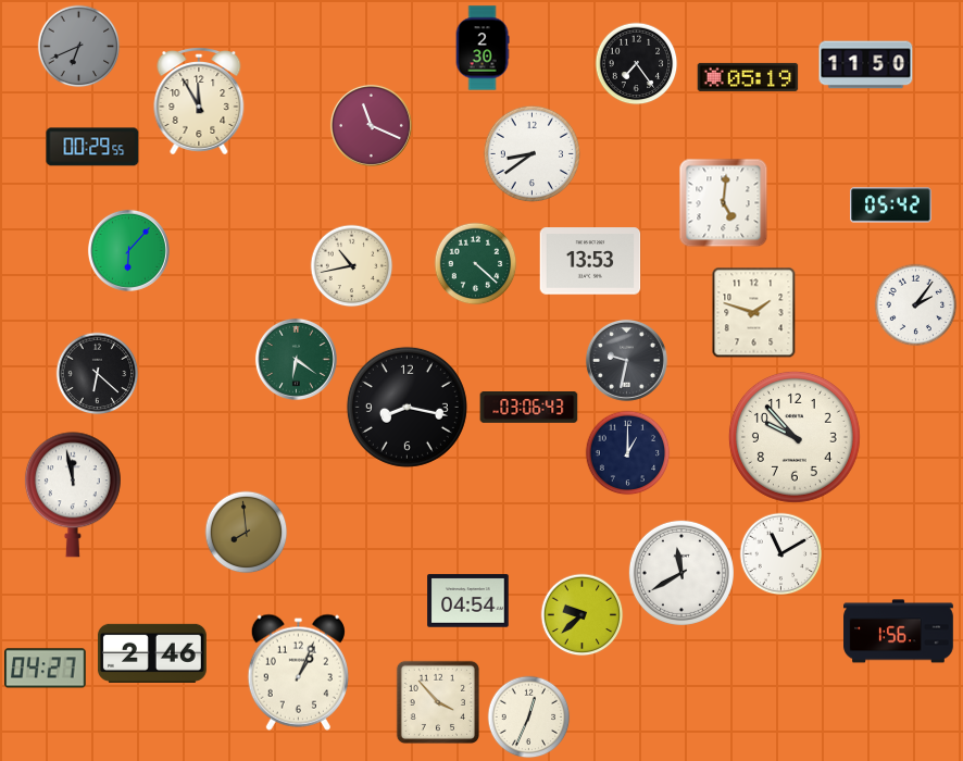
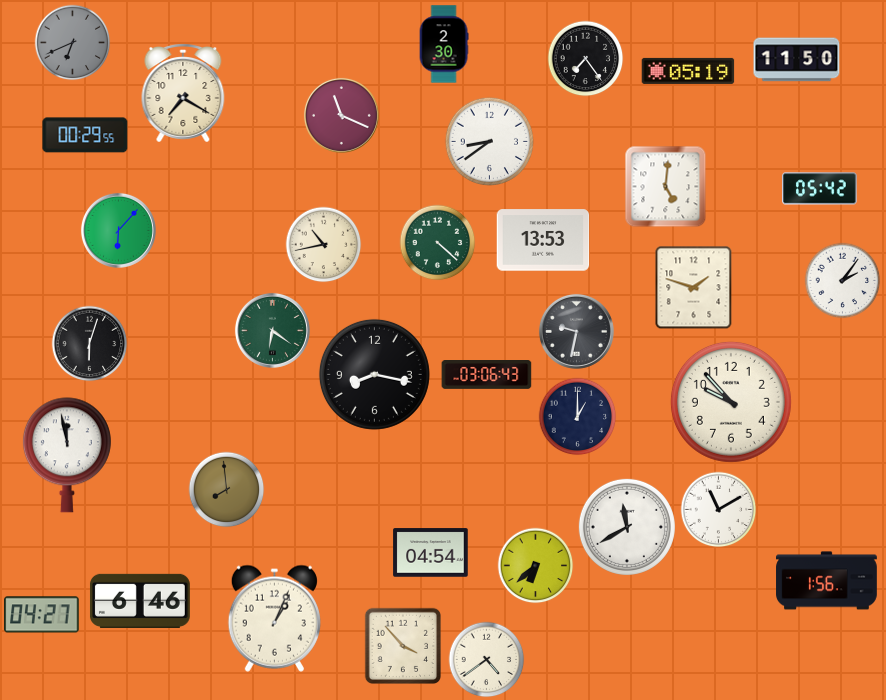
clock at (199, 101): 11:55 -> 7:20
clock at (98, 374): 6:22 -> 6:03
clock at (583, 615): 9:38 -> 6:38
clock at (152, 653): 2:46 -> 6:46
clock at (529, 718): 12:34 -> 4:39
